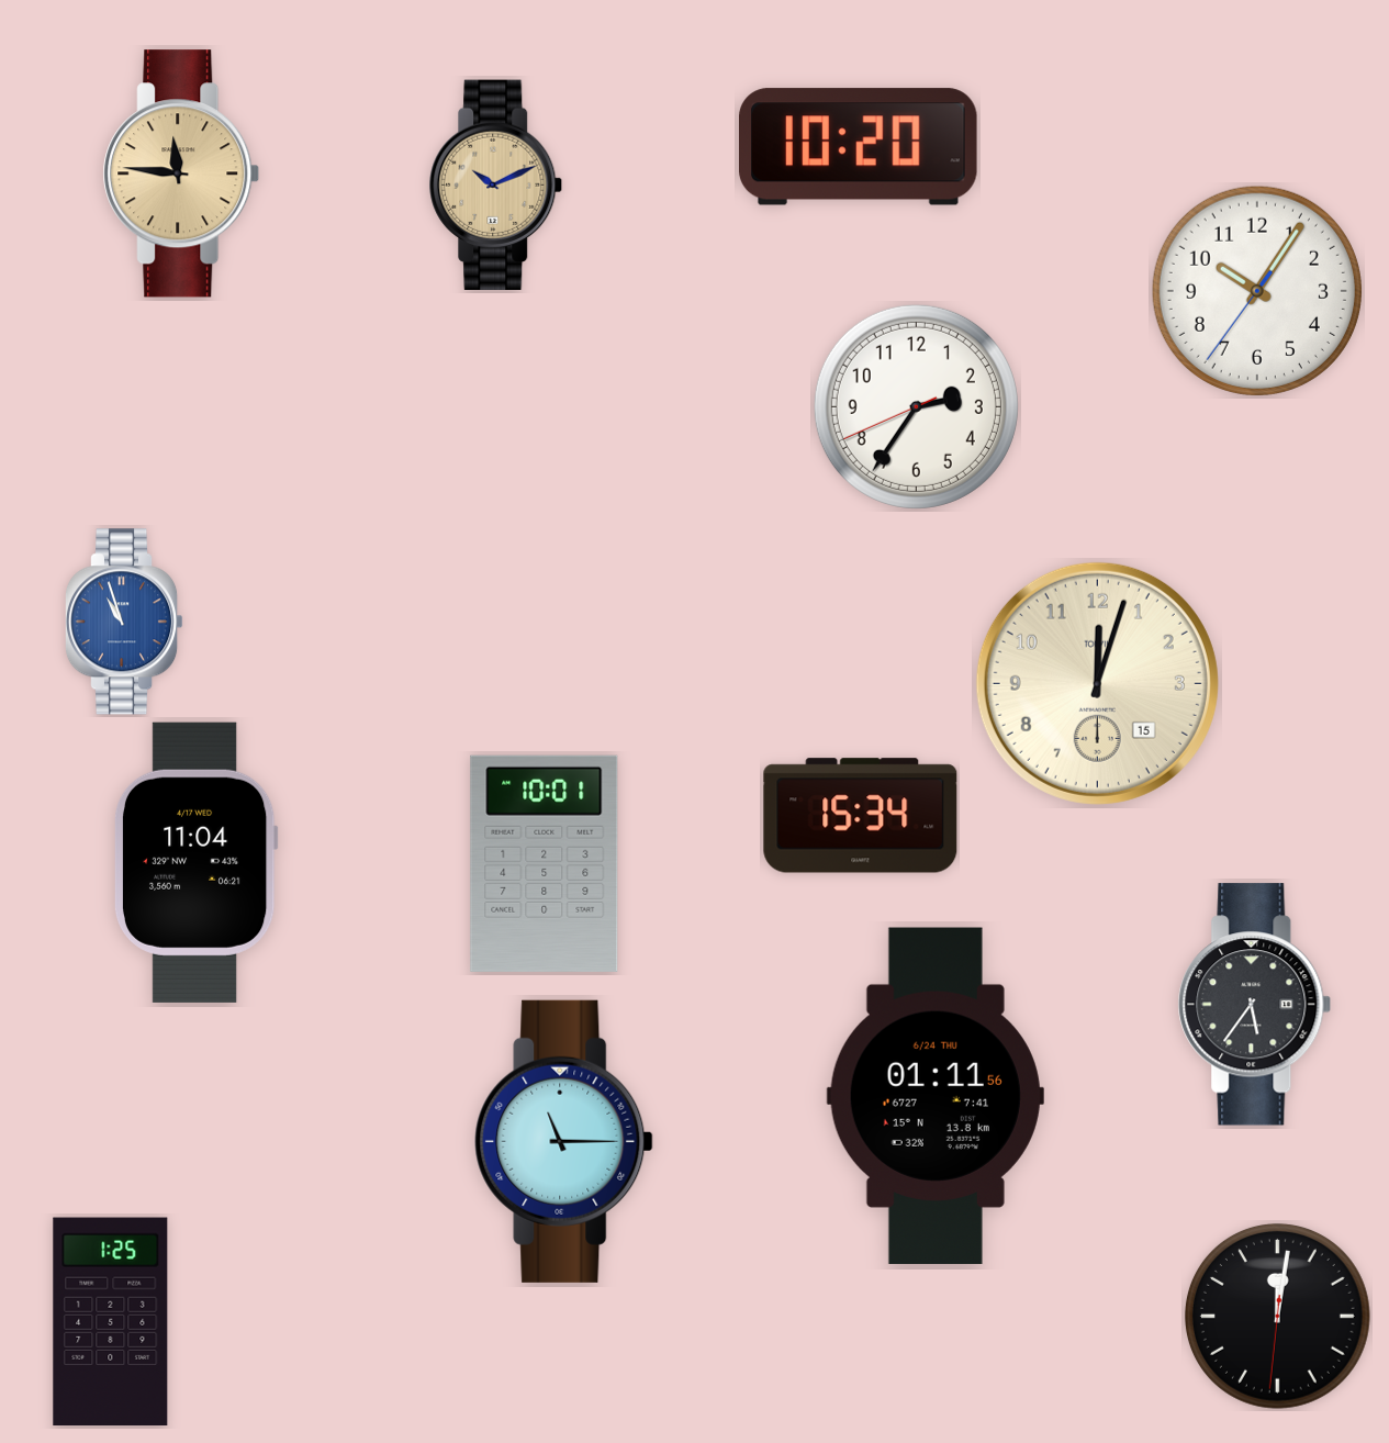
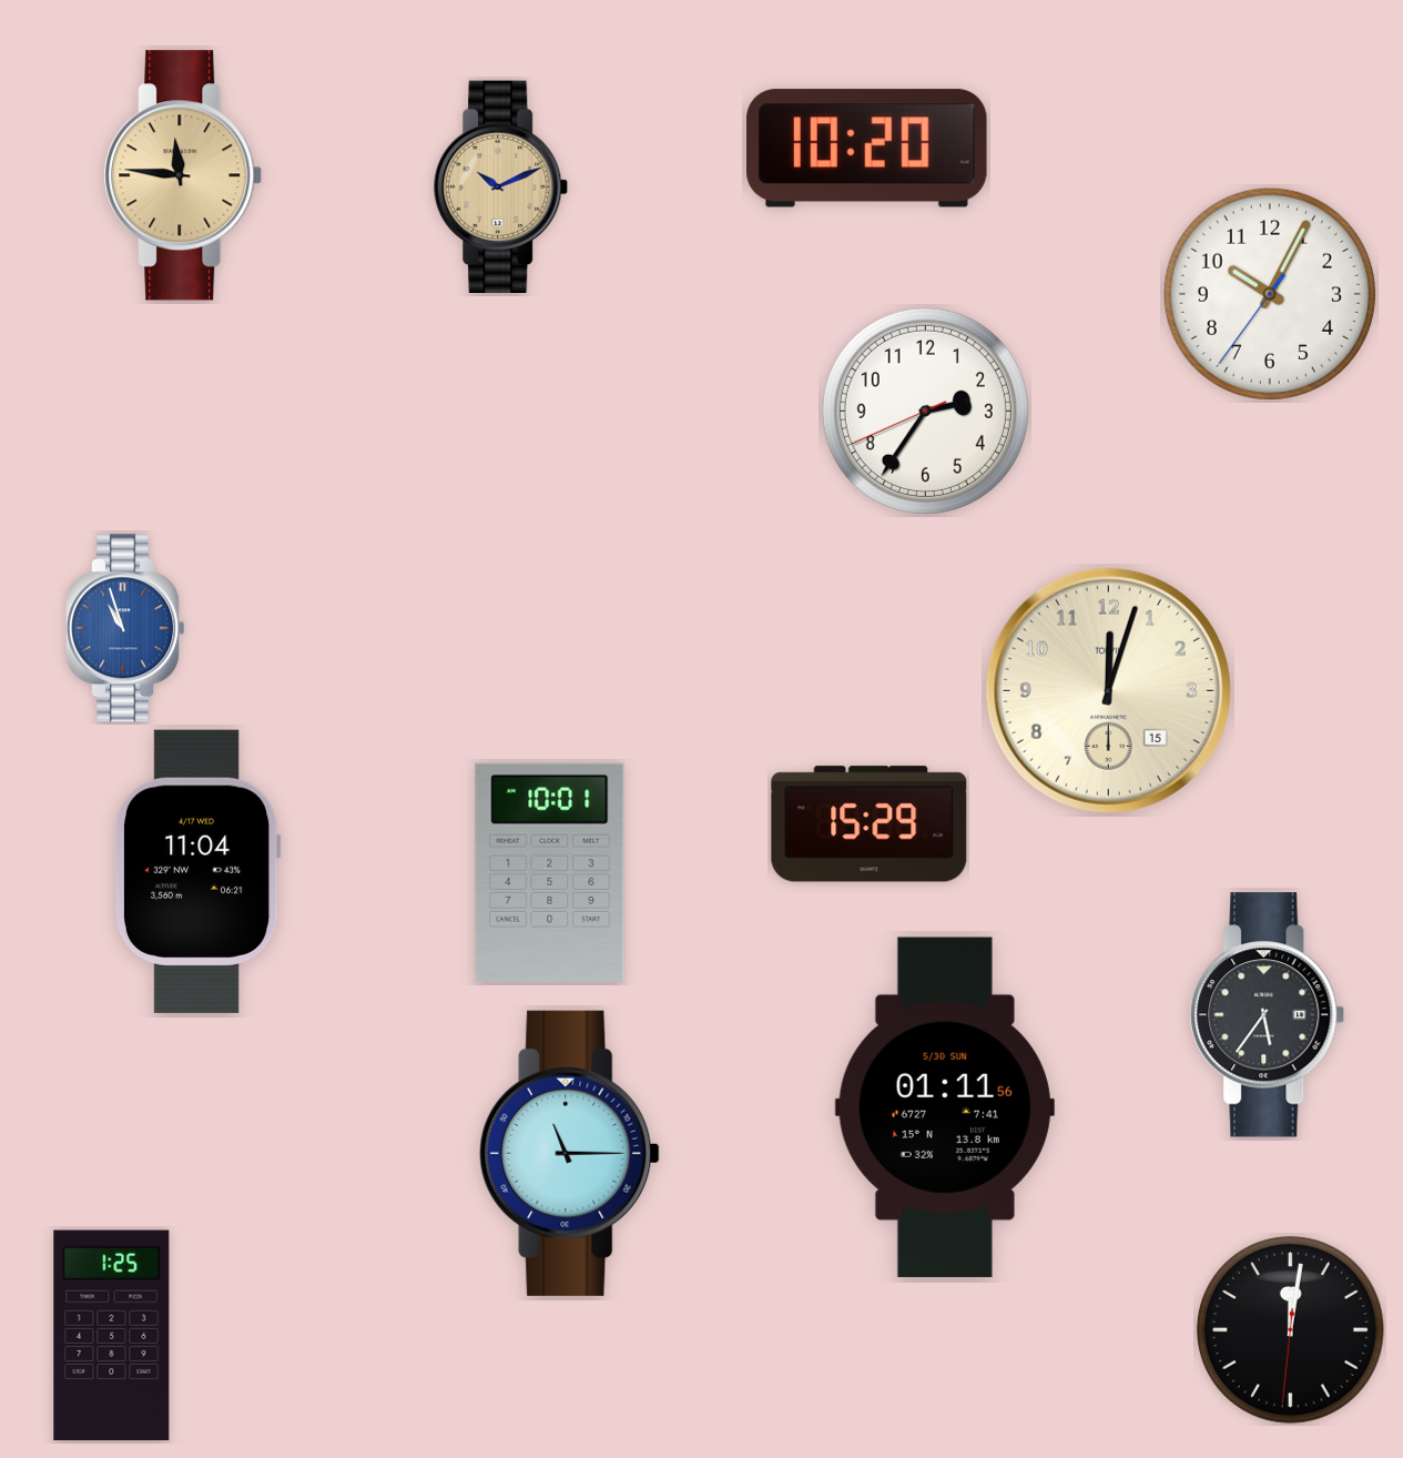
clock at (1257, 291): 10:05 -> 10:04
clock at (861, 816): 15:34 -> 15:29
clock at (936, 1096) date: 6/24 THU -> 5/30 SUN
